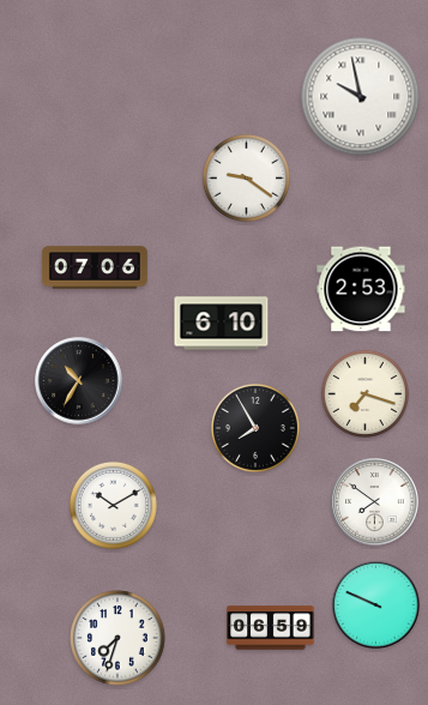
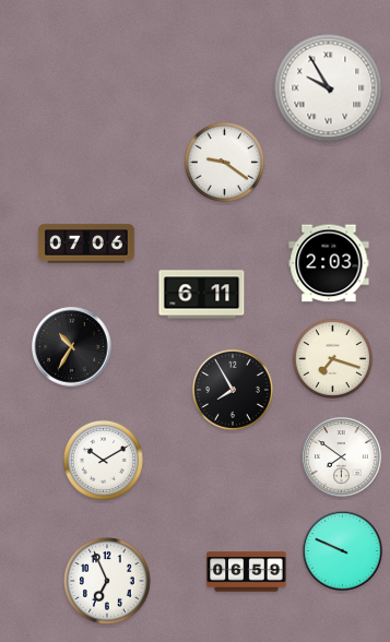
clock at (361, 97): 9:58 -> 9:55
clock at (361, 289): 2:53 -> 2:03
clock at (222, 324): 6:10 -> 6:11
clock at (117, 638): 7:33 -> 6:56
